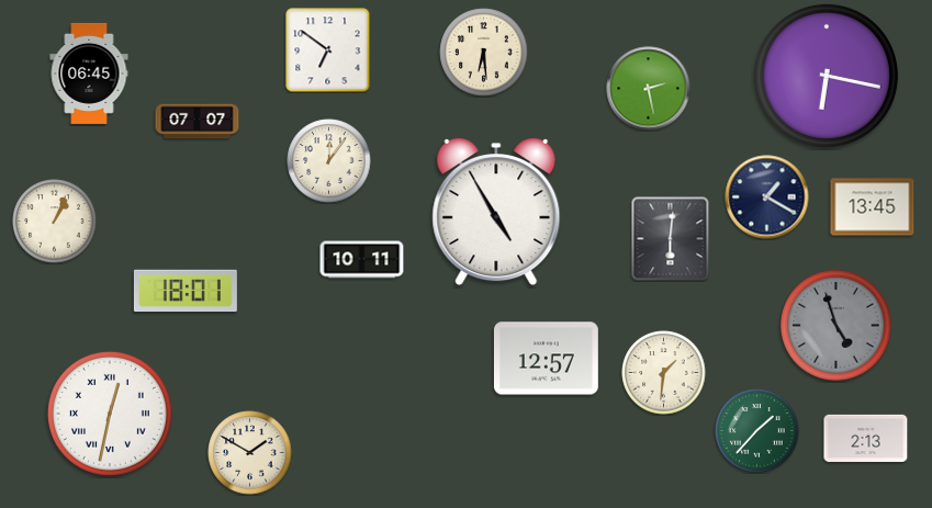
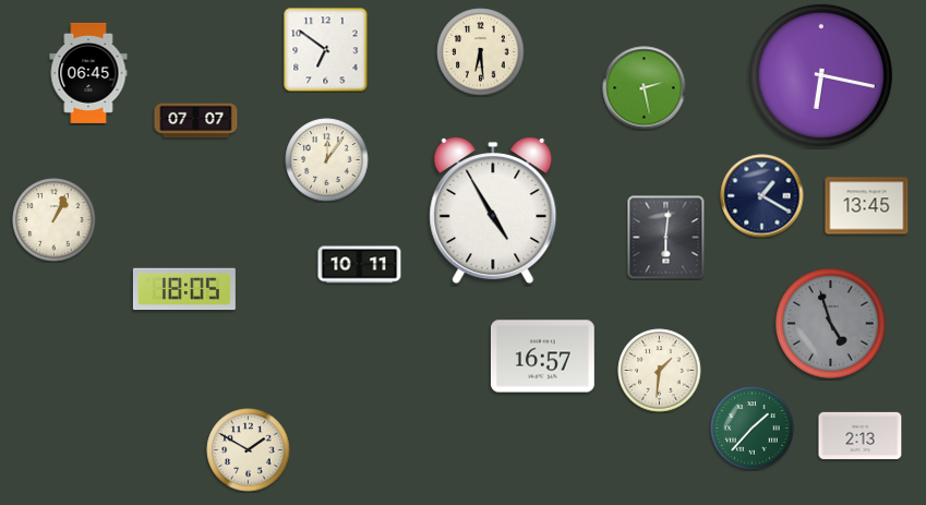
clock at (362, 260) position: (362, 260) -> (360, 265)
clock at (186, 291): 18:01 -> 18:05
clock at (546, 359): 12:57 -> 16:57
clock at (110, 414): 12:32 -> none
